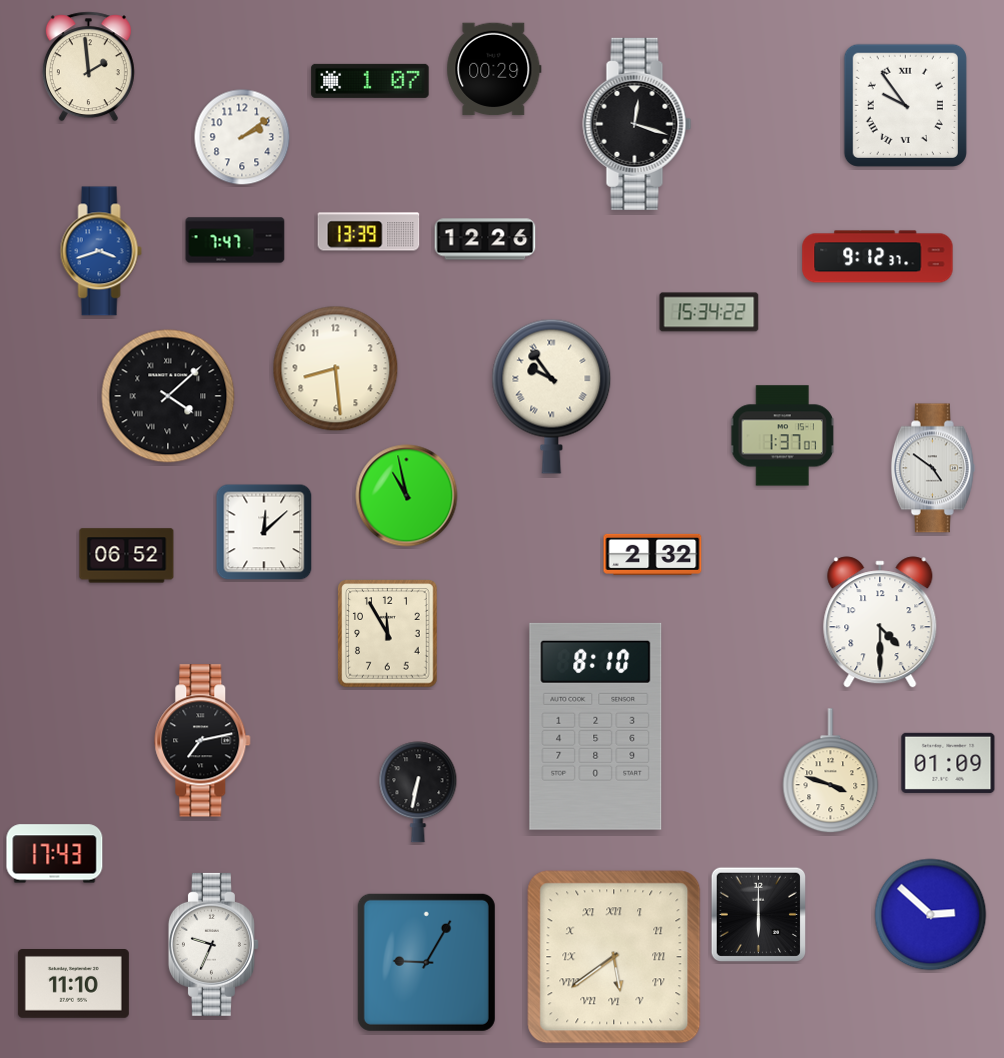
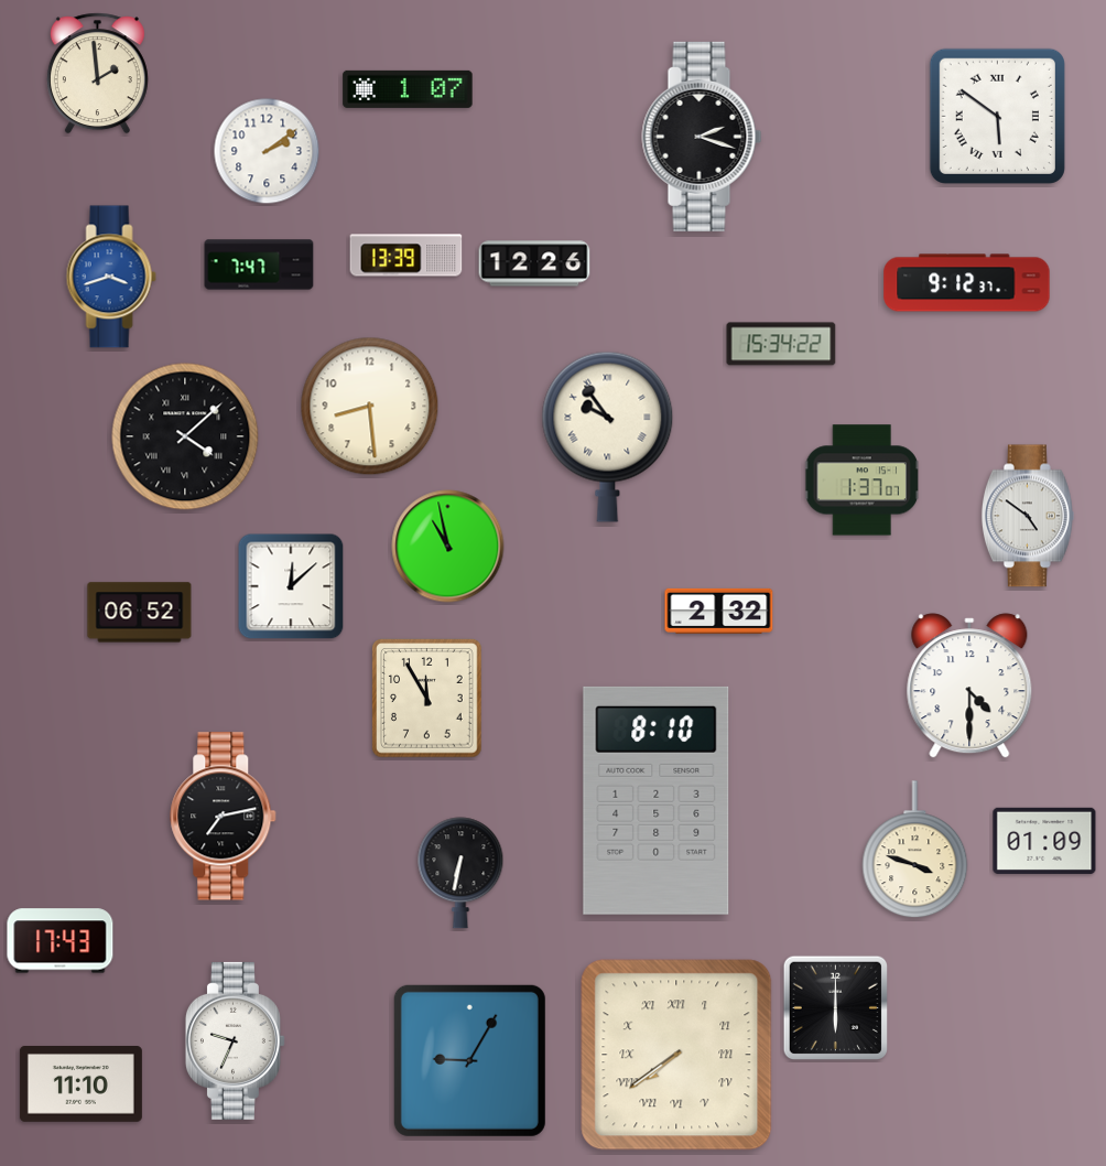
clock at (494, 69): 00:29 -> none
clock at (905, 105): 9:54 -> 5:51
clock at (637, 124): 12:18 -> 2:18
clock at (931, 915): 2:52 -> none
clock at (614, 957): 5:39 -> 7:39
